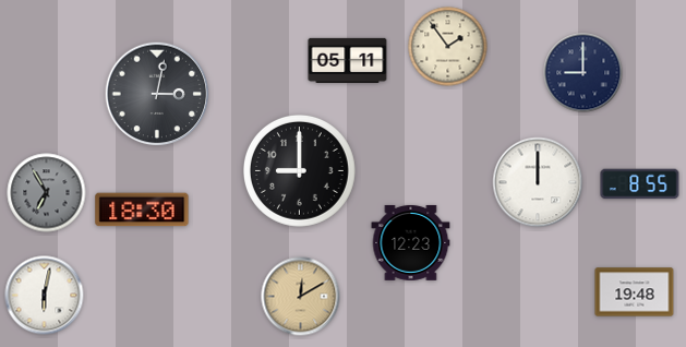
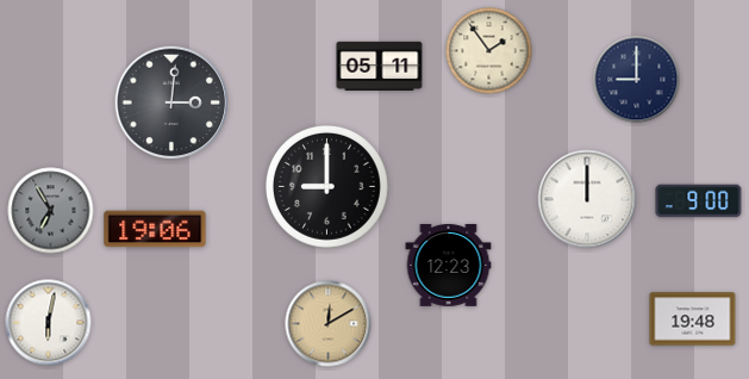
clock at (157, 94): 3:02 -> 3:01
clock at (640, 184): 8:55 -> 9:00
clock at (142, 210): 18:30 -> 19:06
